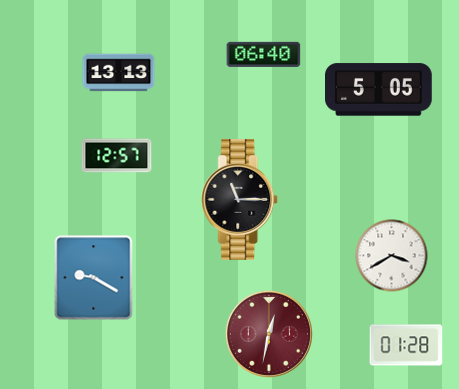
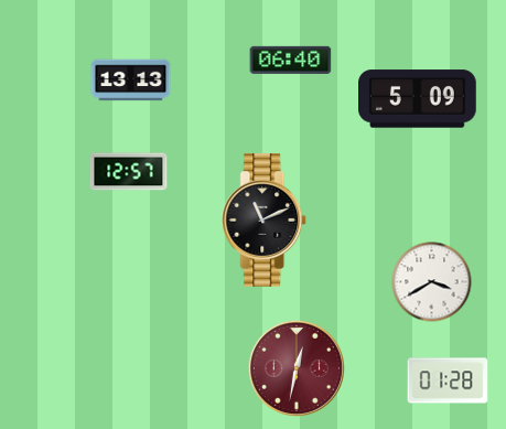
clock at (379, 90): 5:05 -> 5:09
clock at (240, 200): 11:15 -> 11:11
clock at (94, 278): 9:20 -> none
